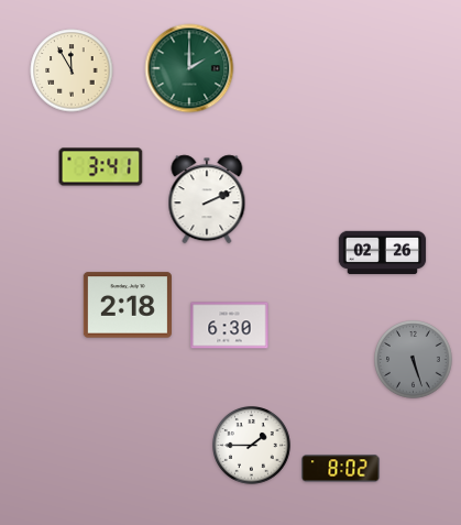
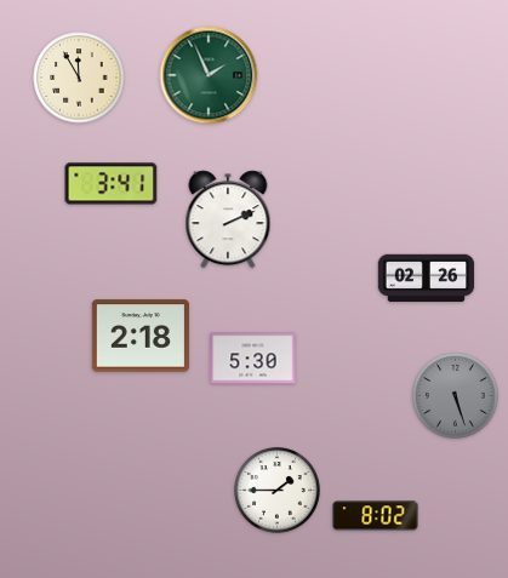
clock at (189, 68): 2:00 -> 1:56
clock at (383, 253) position: (383, 253) -> (427, 279)
clock at (230, 326): 6:30 -> 5:30
